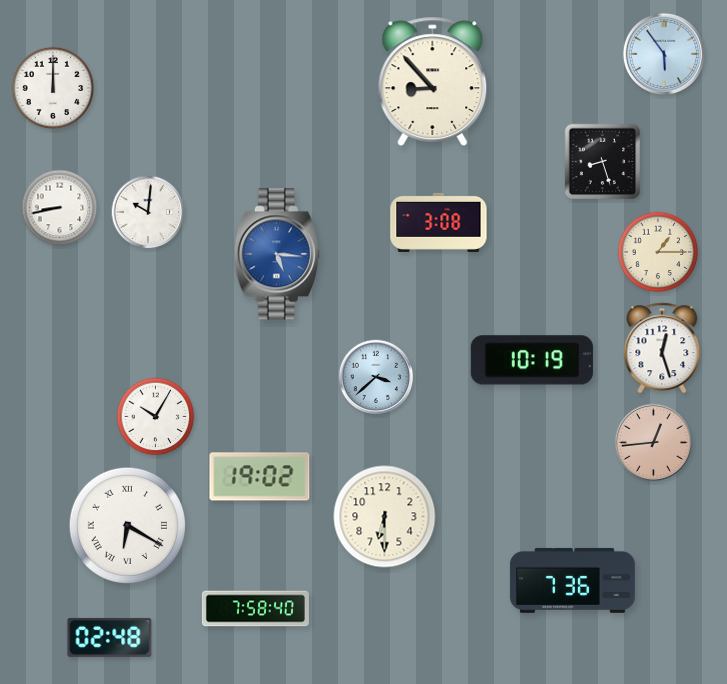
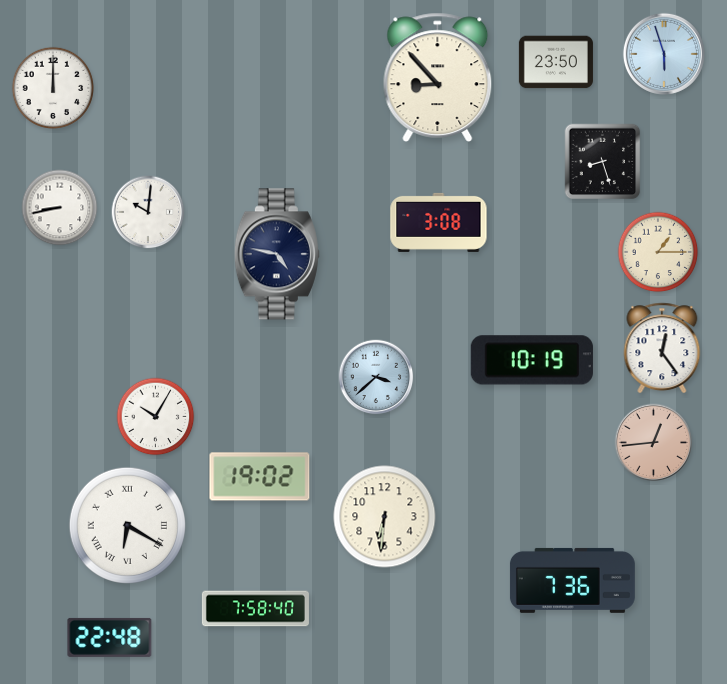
clock at (664, 54): 5:54 -> 5:57
clock at (556, 62): none -> 23:50
clock at (433, 81) position: (433, 81) -> (438, 77)
clock at (277, 254): 5:16 -> 4:47
clock at (277, 254) dial: blue -> navy
clock at (662, 348): 12:27 -> 12:24
clock at (385, 517): 6:30 -> 6:31
clock at (110, 637): 02:48 -> 22:48
